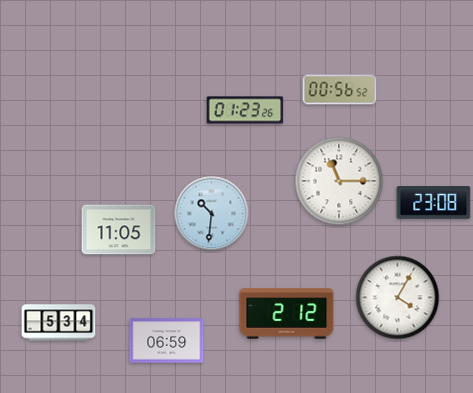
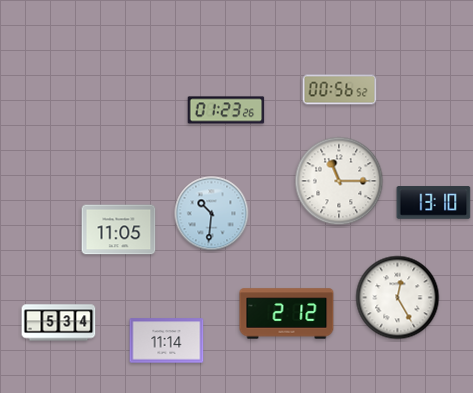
clock at (245, 110) position: (245, 110) -> (226, 110)
clock at (434, 203): 23:08 -> 13:10
clock at (398, 298): 4:05 -> 12:25
clock at (167, 341): 06:59 -> 11:14
